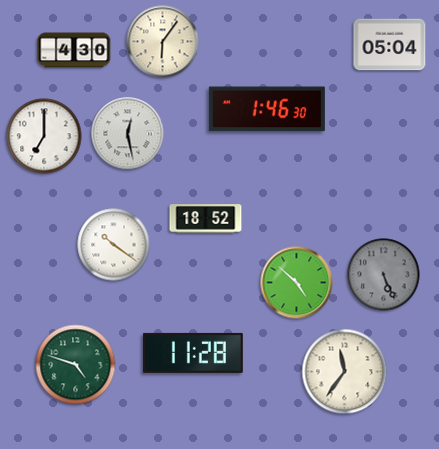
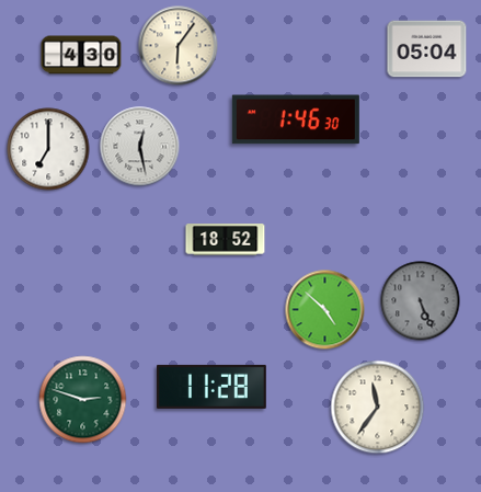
clock at (267, 109) position: (267, 109) -> (296, 119)
clock at (114, 245): 10:21 -> none
clock at (76, 365): 4:48 -> 2:48
